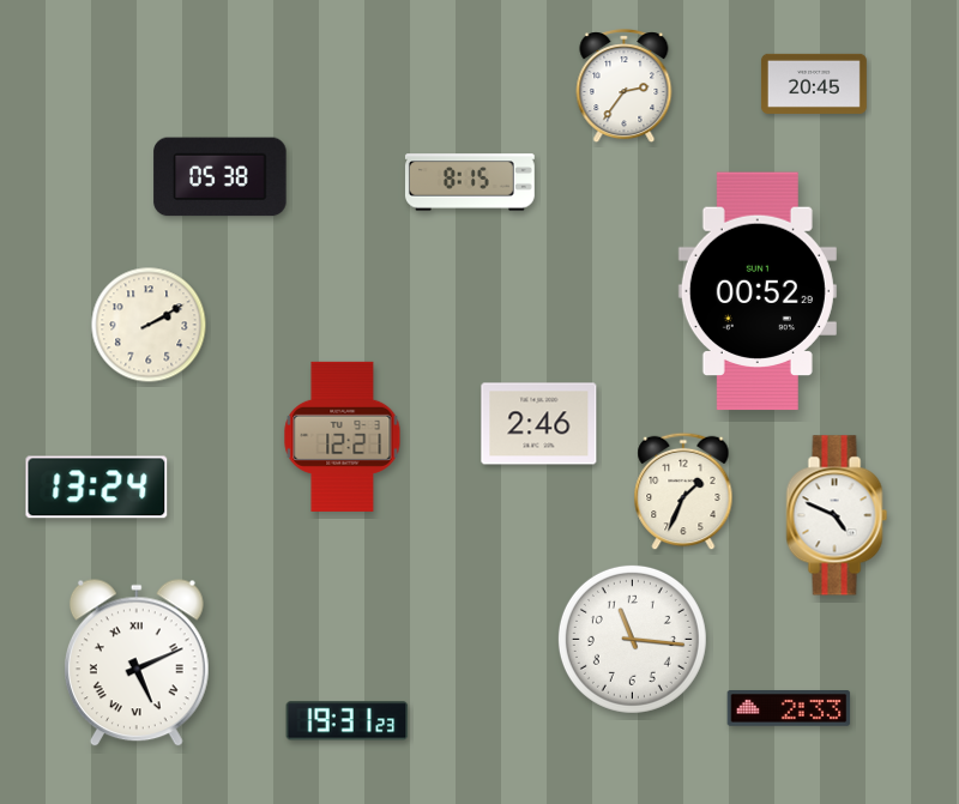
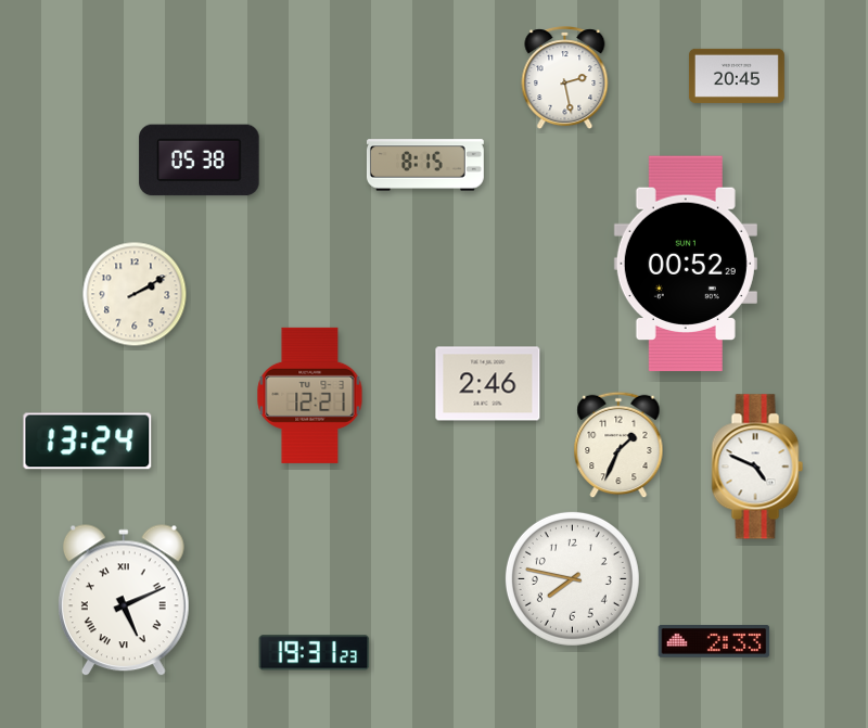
clock at (625, 86): 2:36 -> 2:28
clock at (632, 639): 11:16 -> 7:47
